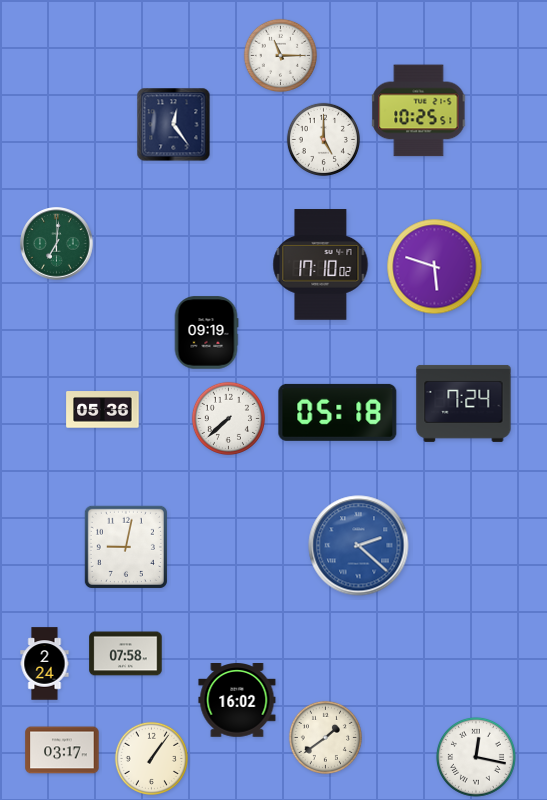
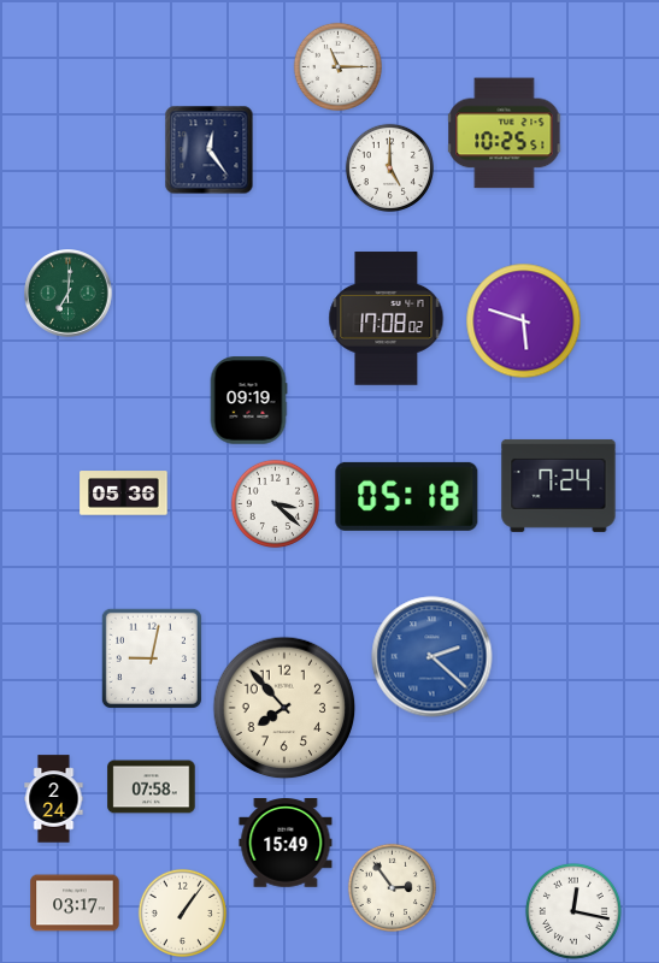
clock at (321, 265): 17:10 -> 17:08
clock at (228, 418): 7:38 -> 3:22
clock at (284, 708): none -> 7:53
clock at (237, 700): 16:02 -> 15:49
clock at (325, 737): 1:39 -> 2:54
